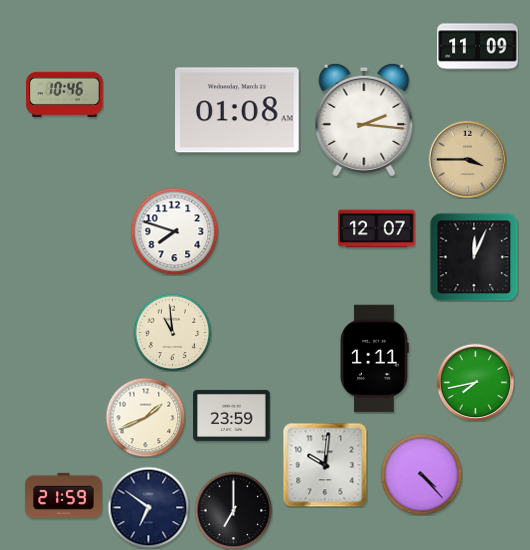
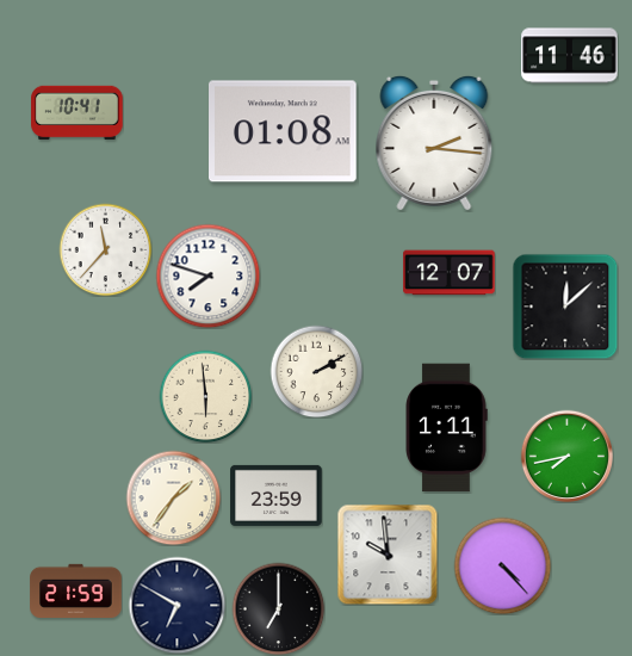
clock at (478, 47): 11:09 -> 11:46
clock at (65, 94): 10:46 -> 10:41
clock at (467, 159): 3:45 -> none
clock at (105, 249): none -> 11:37
clock at (474, 257): 12:04 -> 12:08
clock at (316, 371): none -> 2:10
clock at (172, 332): 10:59 -> 5:59
clock at (145, 417): 1:41 -> 1:36
clock at (325, 465): 10:01 -> 9:59
clock at (148, 507): 6:51 -> 6:50
